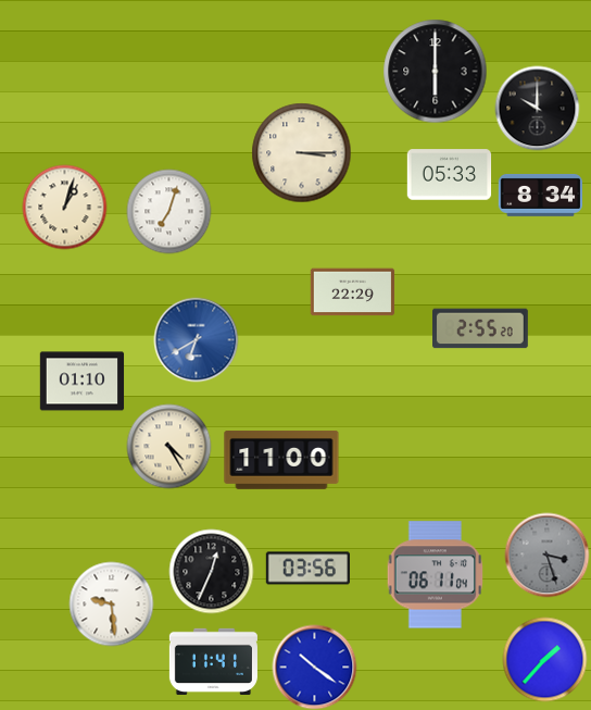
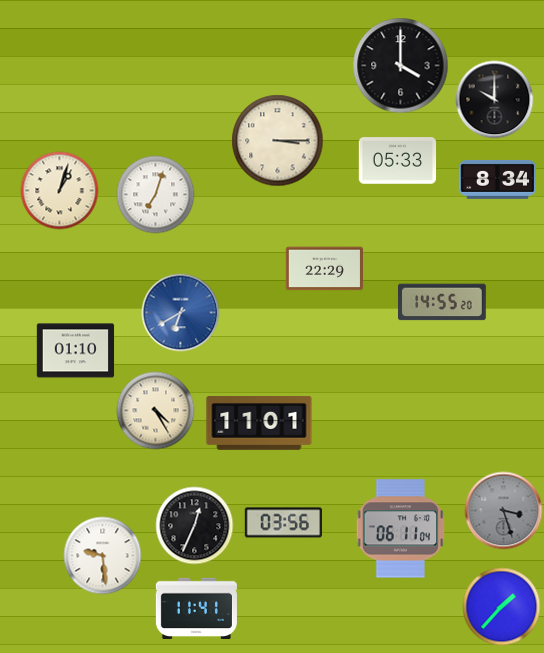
clock at (435, 71): 6:00 -> 4:00
clock at (449, 175) position: (449, 175) -> (397, 161)
clock at (481, 328): 2:55 -> 14:55
clock at (281, 461): 11:00 -> 11:01
clock at (314, 667): 10:21 -> none
